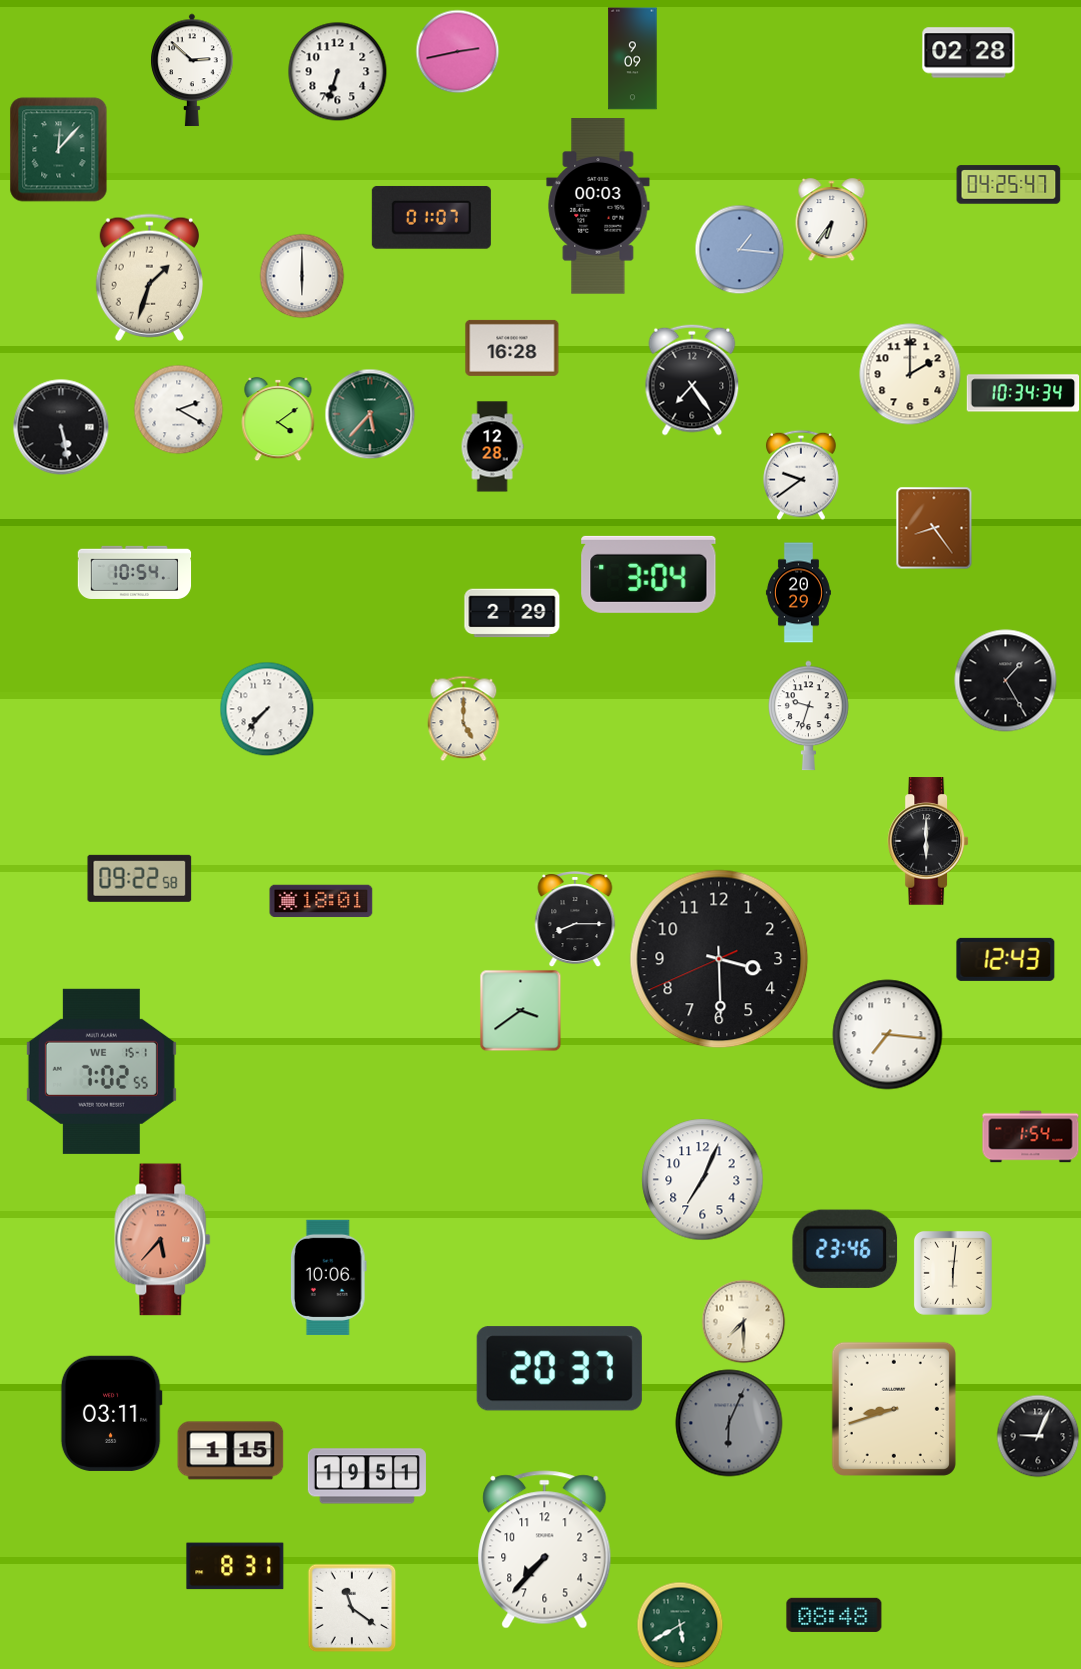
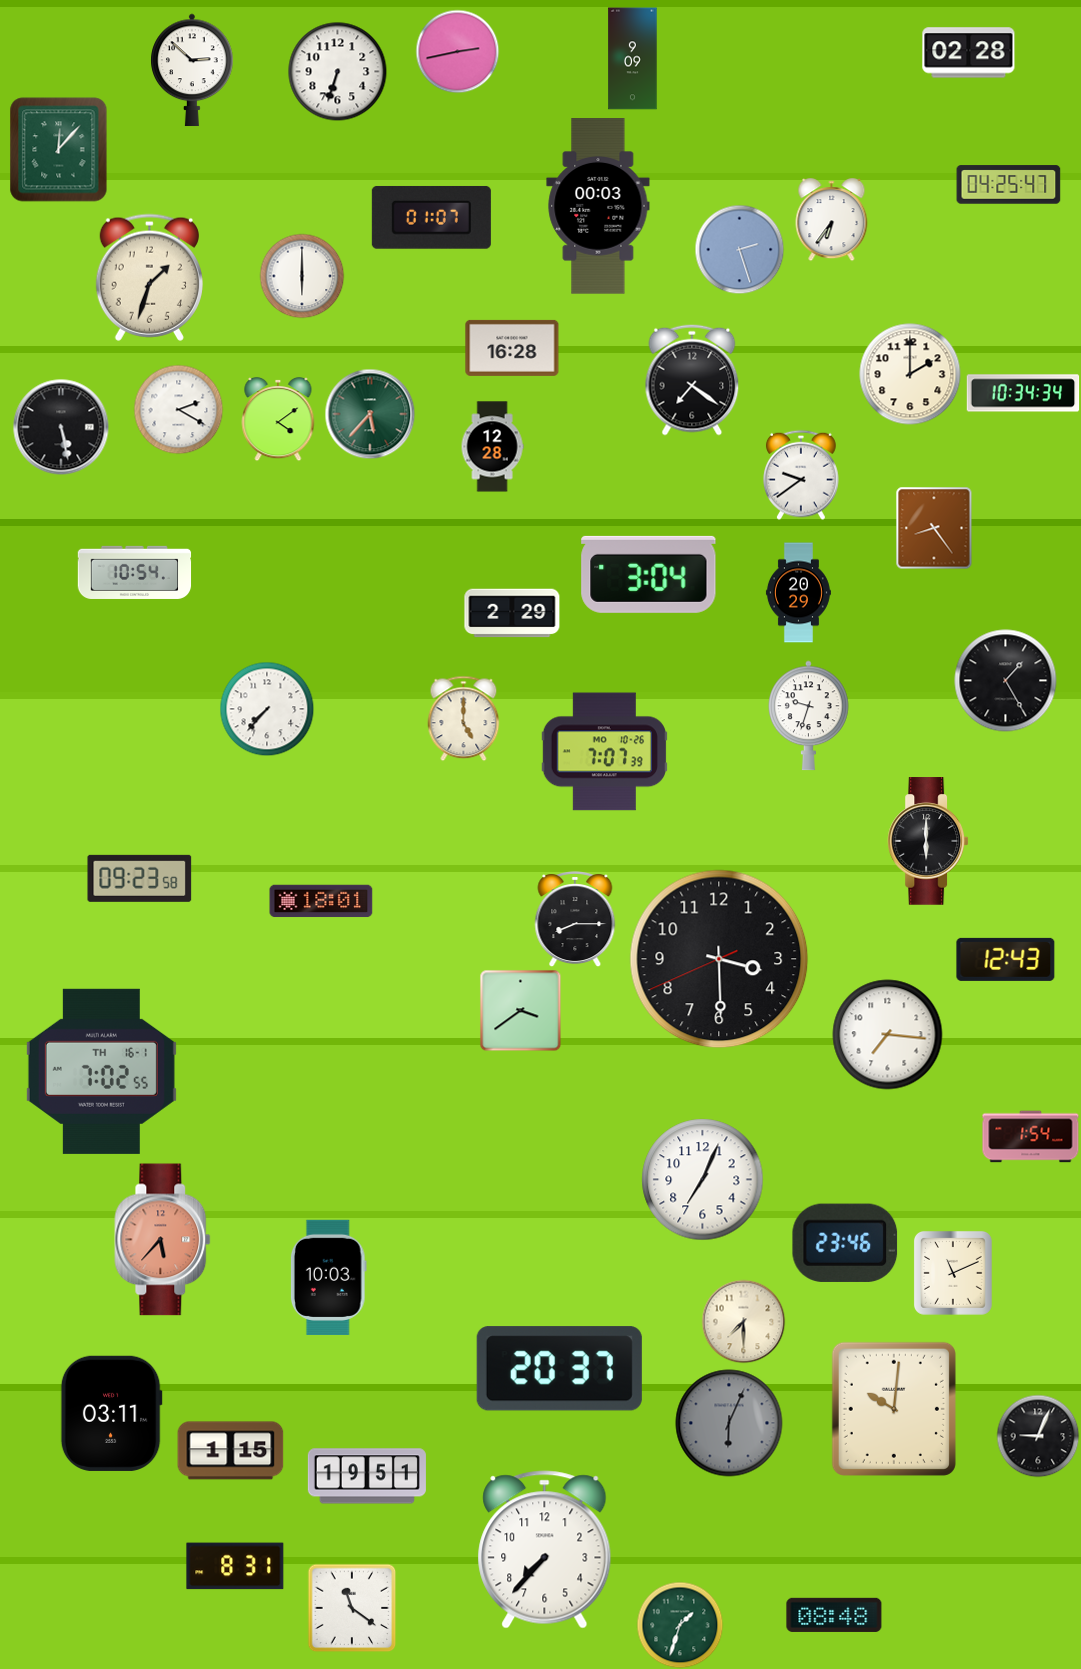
clock at (739, 249): 1:16 -> 2:27
clock at (692, 380): 7:24 -> 7:21
clock at (604, 752): none -> 7:07
clock at (140, 878): 09:22 -> 09:23
clock at (101, 1071) date: WE 15-1 -> TH 16-1
clock at (845, 1249) position: (845, 1249) -> (845, 1243)
clock at (953, 1273): 6:01 -> 11:11
clock at (328, 1277): 10:06 -> 10:03
clock at (894, 1409): 8:42 -> 10:01
clock at (680, 1625): 5:40 -> 1:33
